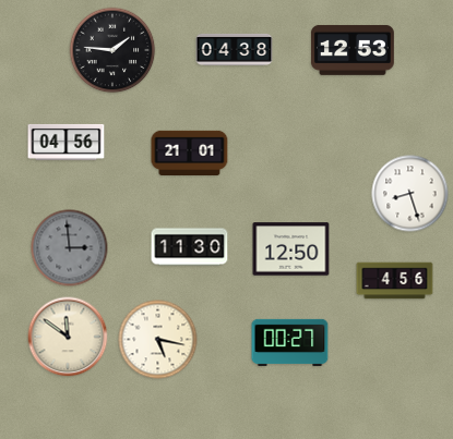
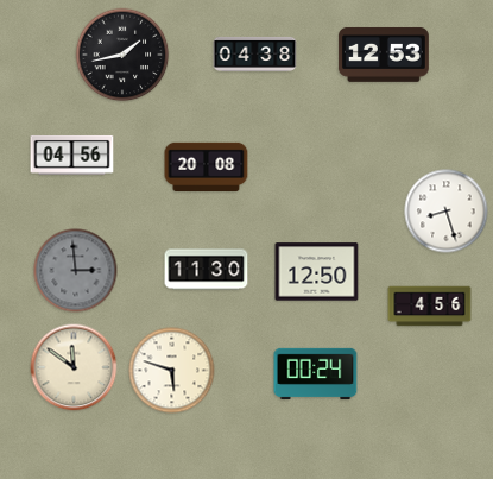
clock at (112, 50): 1:46 -> 1:43
clock at (190, 154): 21:01 -> 20:08
clock at (158, 340): 5:17 -> 5:48
clock at (290, 342): 00:27 -> 00:24
